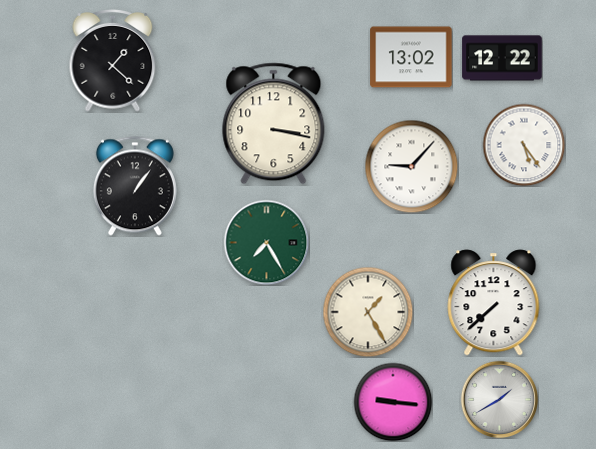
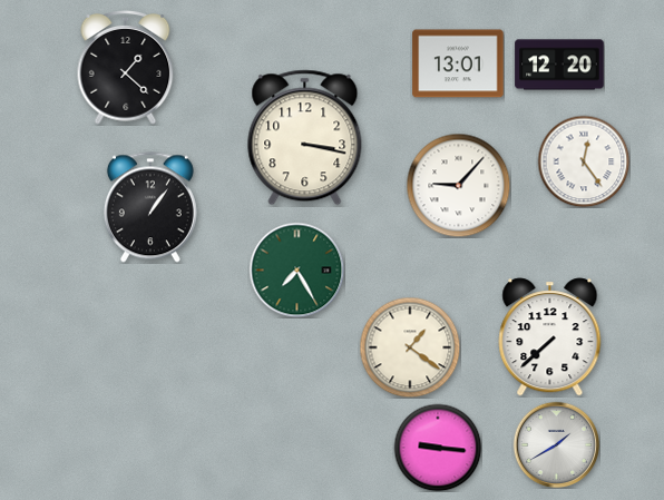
clock at (411, 57): 13:02 -> 13:01
clock at (502, 58): 12:22 -> 12:20
clock at (524, 145): 5:24 -> 12:24
clock at (368, 312): 1:25 -> 1:21
